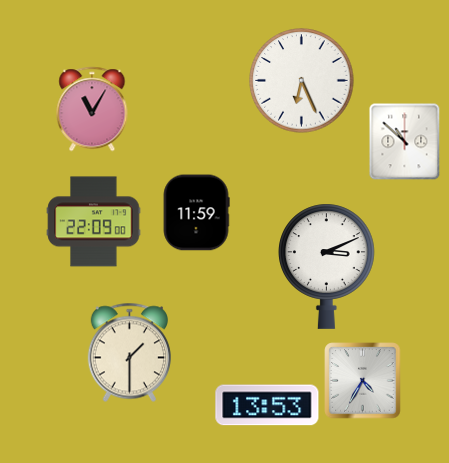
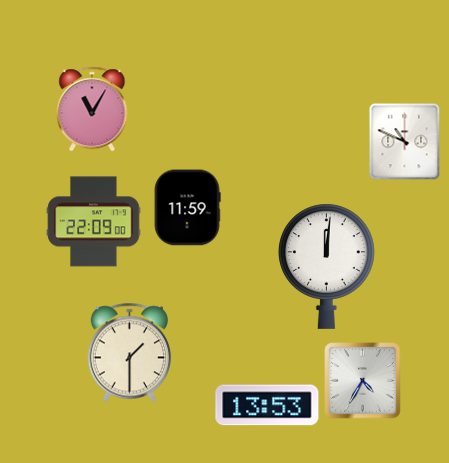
clock at (302, 81): 6:26 -> none
clock at (405, 142): 10:52 -> 10:49
clock at (196, 213) position: (196, 213) -> (187, 208)
clock at (327, 266): 3:11 -> 12:01
